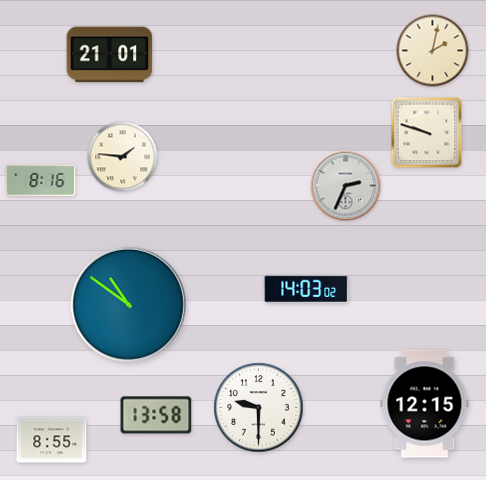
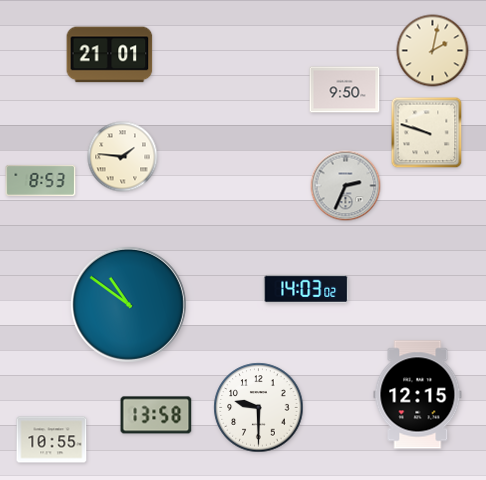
clock at (345, 90): none -> 9:50
clock at (41, 180): 8:16 -> 8:53
clock at (425, 404) position: (425, 404) -> (418, 395)
clock at (52, 440): 8:55 -> 10:55
